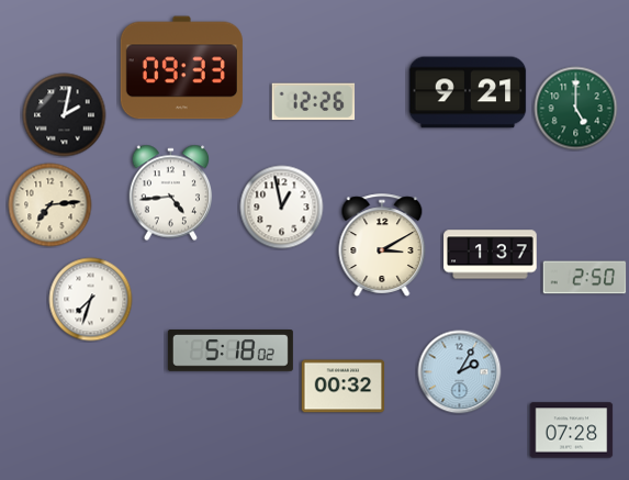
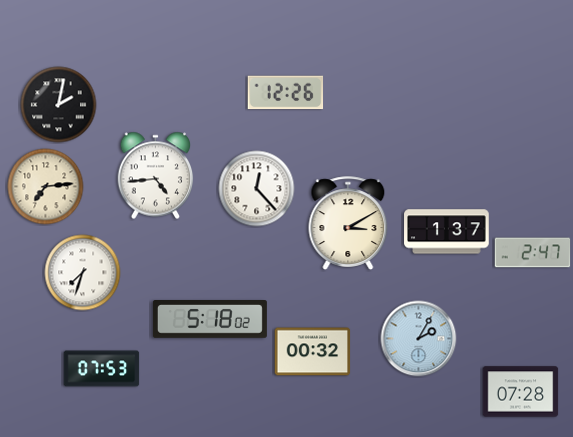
clock at (181, 68): 09:33 -> none
clock at (468, 92): 9:21 -> none
clock at (576, 109): 5:00 -> none
clock at (282, 208): 12:58 -> 12:23
clock at (585, 278): 2:50 -> 2:47
clock at (102, 369): none -> 07:53
